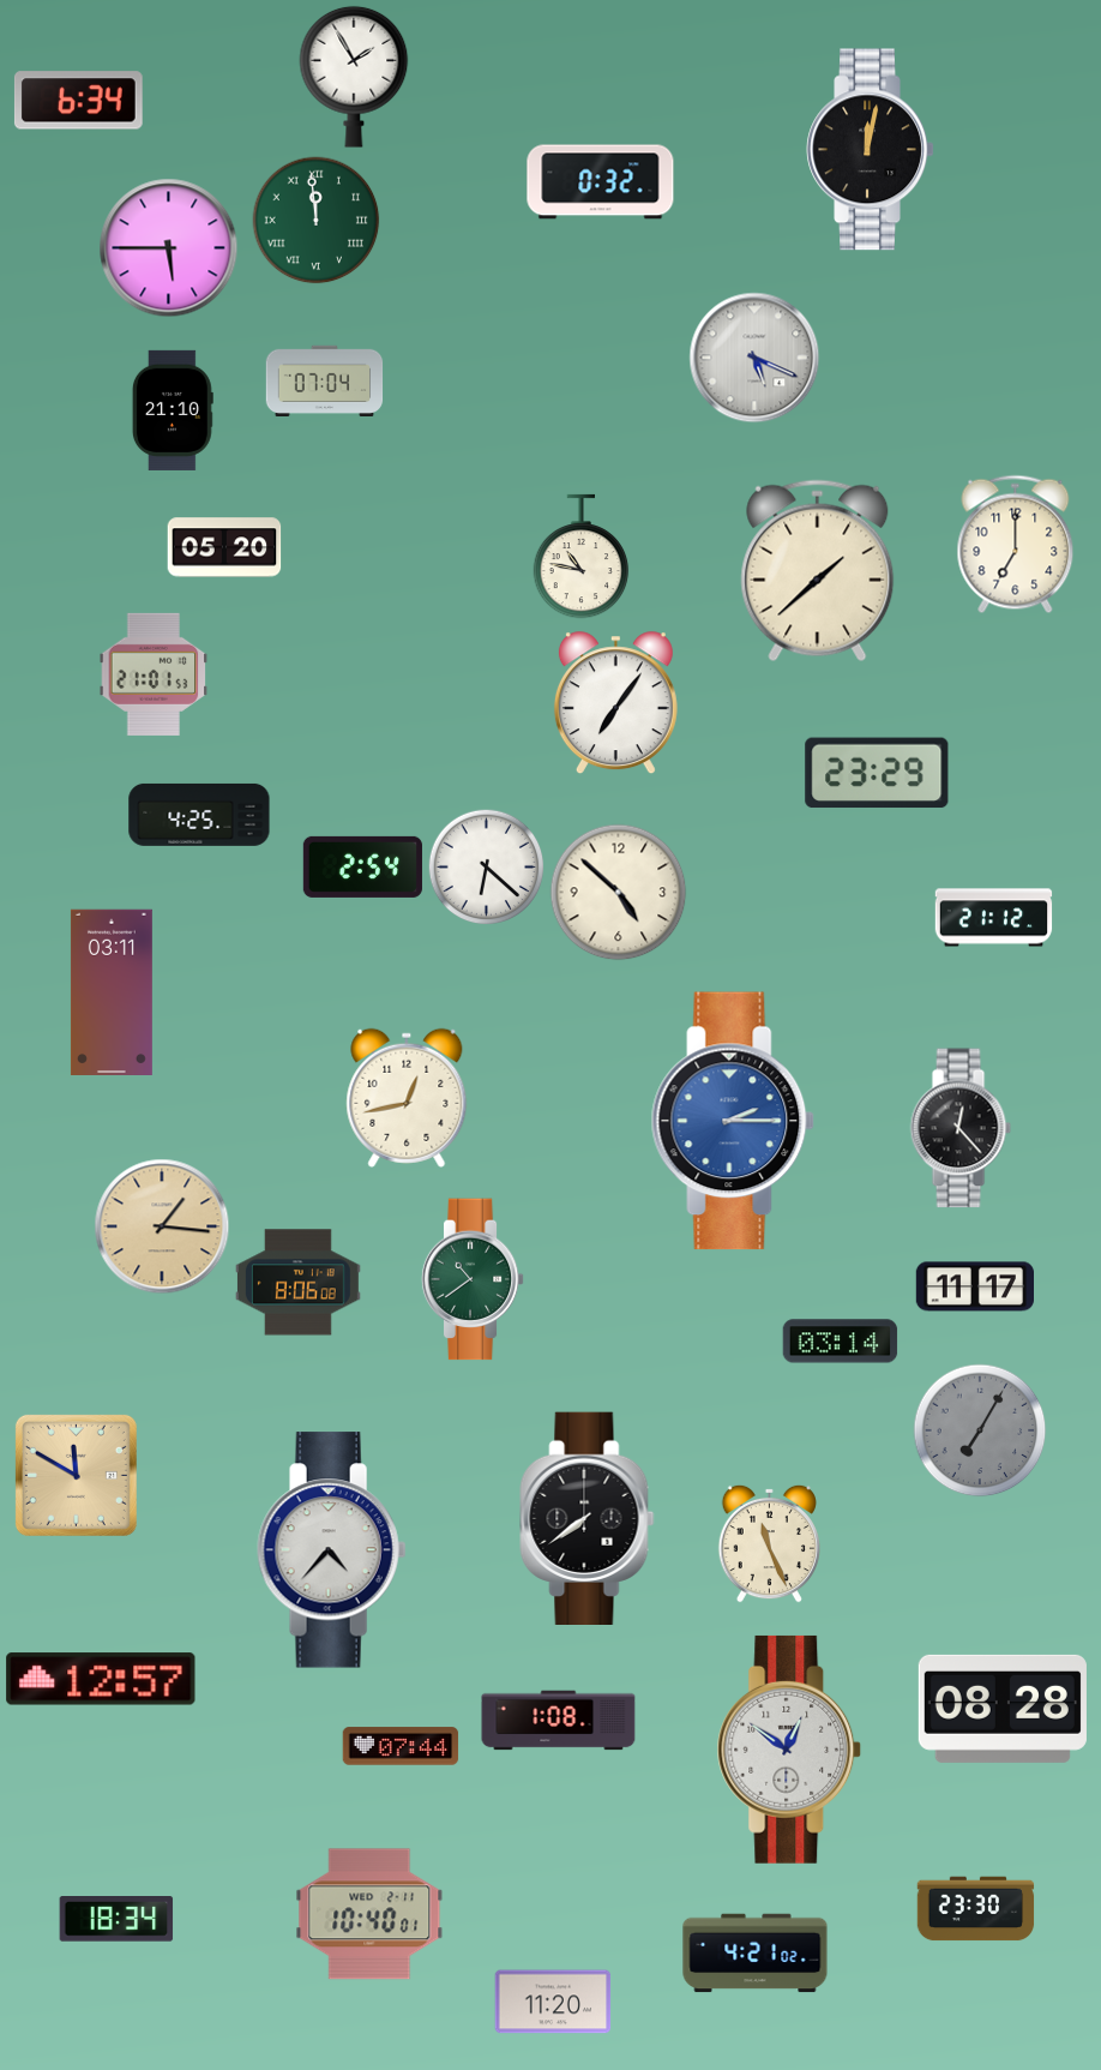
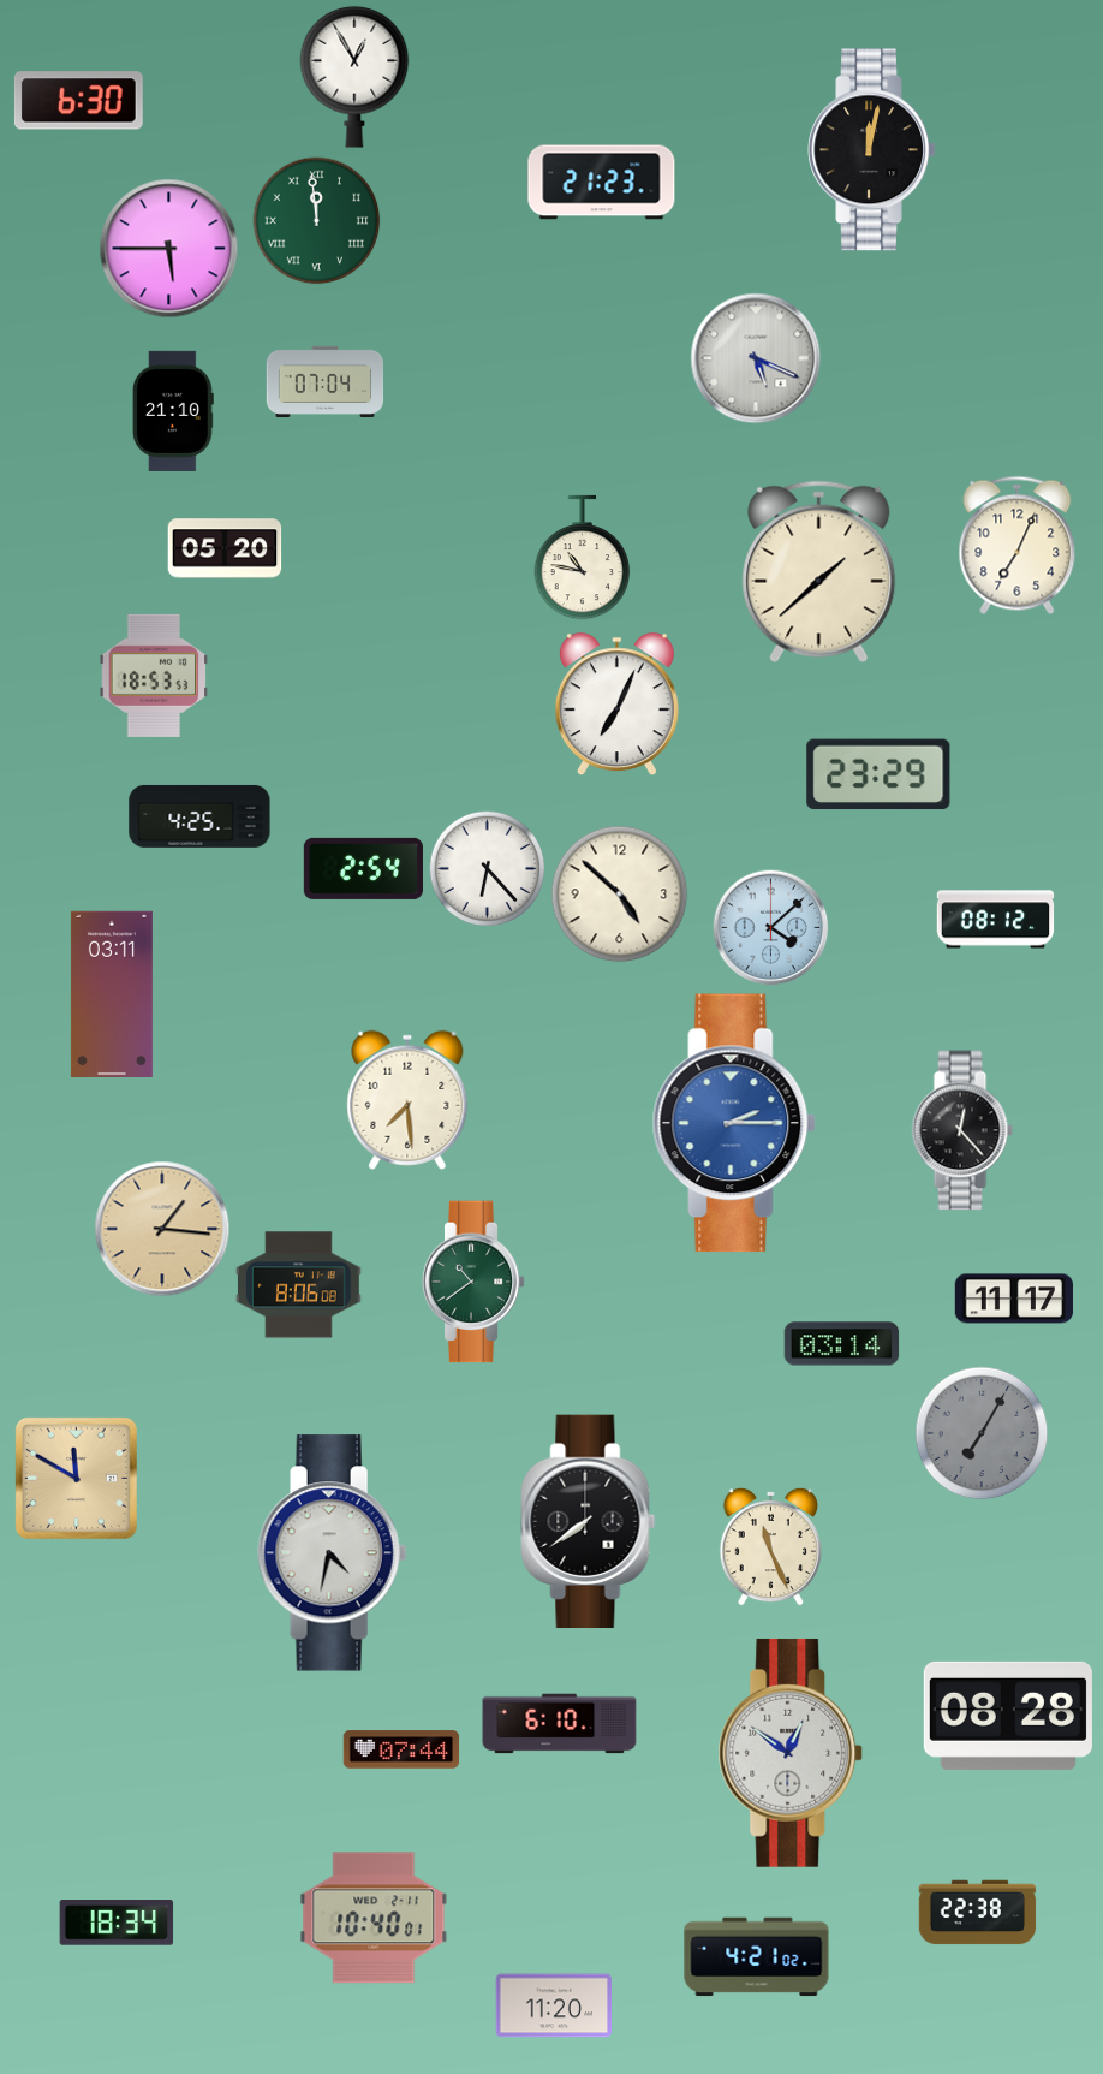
clock at (354, 77): 1:55 -> 12:55
clock at (78, 101): 6:34 -> 6:30
clock at (601, 182): 0:32 -> 21:23
clock at (1016, 545): 7:00 -> 7:04
clock at (154, 674): 21:01 -> 18:53
clock at (615, 703): 7:06 -> 7:04
clock at (486, 866): 6:22 -> 6:23
clock at (994, 918): 21:12 -> 08:12
clock at (771, 928): none -> 4:08
clock at (407, 1098): 12:43 -> 7:29
clock at (974, 1286) position: (974, 1286) -> (1013, 1299)
clock at (332, 1550): 4:37 -> 4:32
clock at (101, 1679): 12:57 -> none
clock at (1003, 1709) position: (1003, 1709) -> (1008, 1716)
clock at (559, 1721): 1:08 -> 6:10
clock at (976, 1909): 23:30 -> 22:38
clock at (369, 1914) position: (369, 1914) -> (374, 1918)
